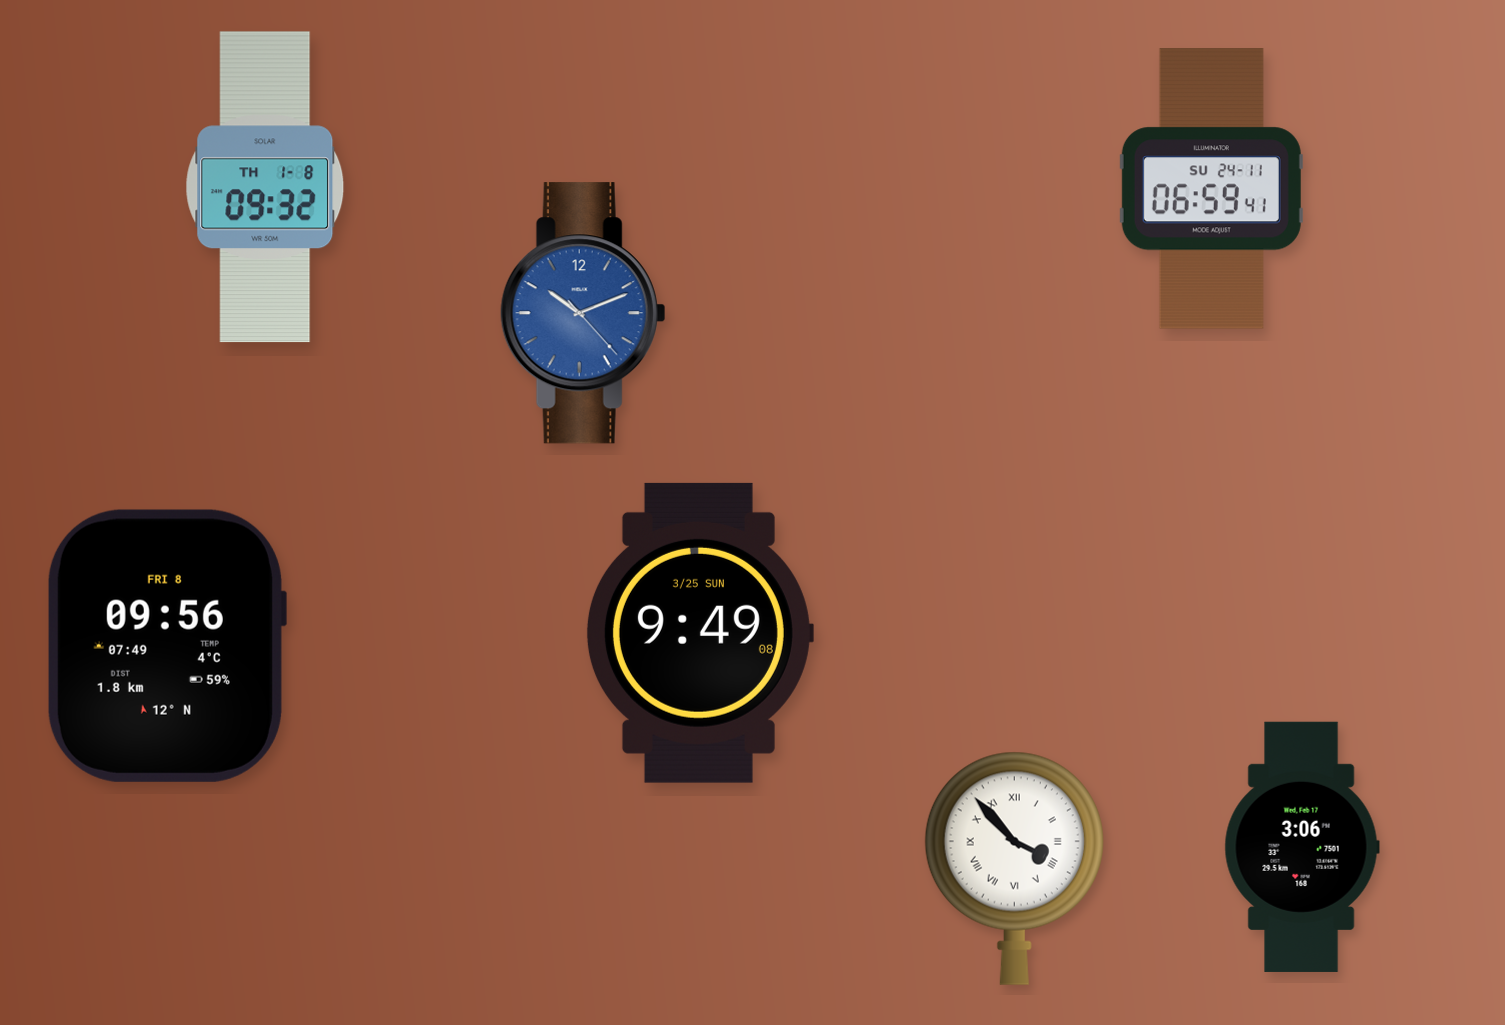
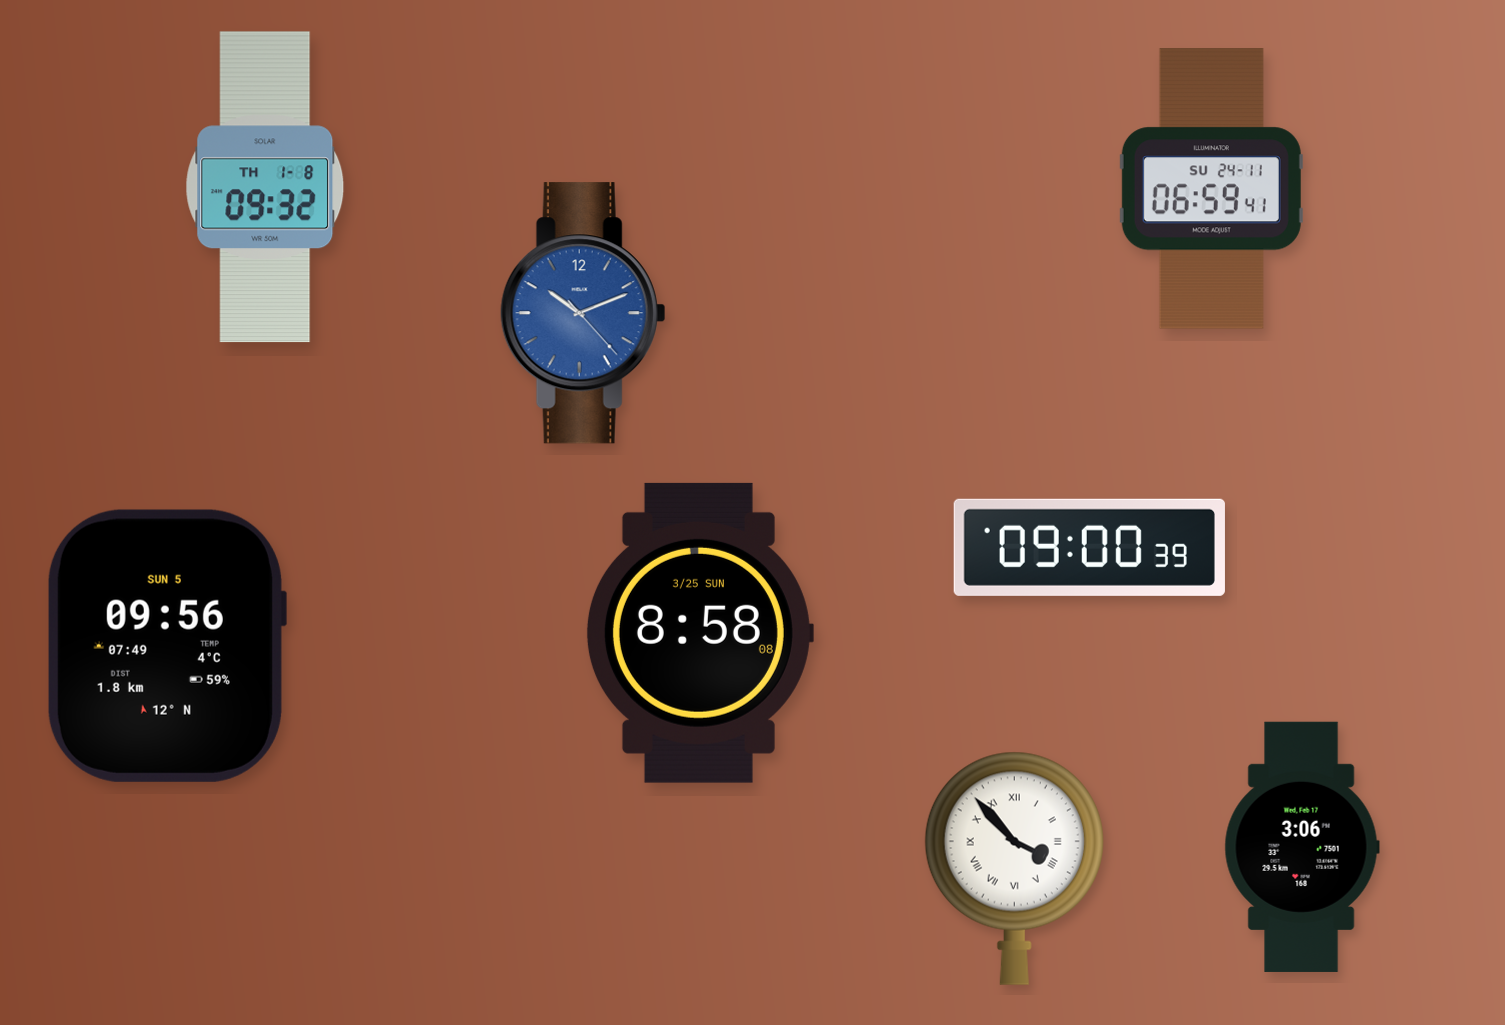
clock at (1089, 547): none -> 09:00
clock at (699, 633): 9:49 -> 8:58
clock at (166, 646) date: FRI 8 -> SUN 5
